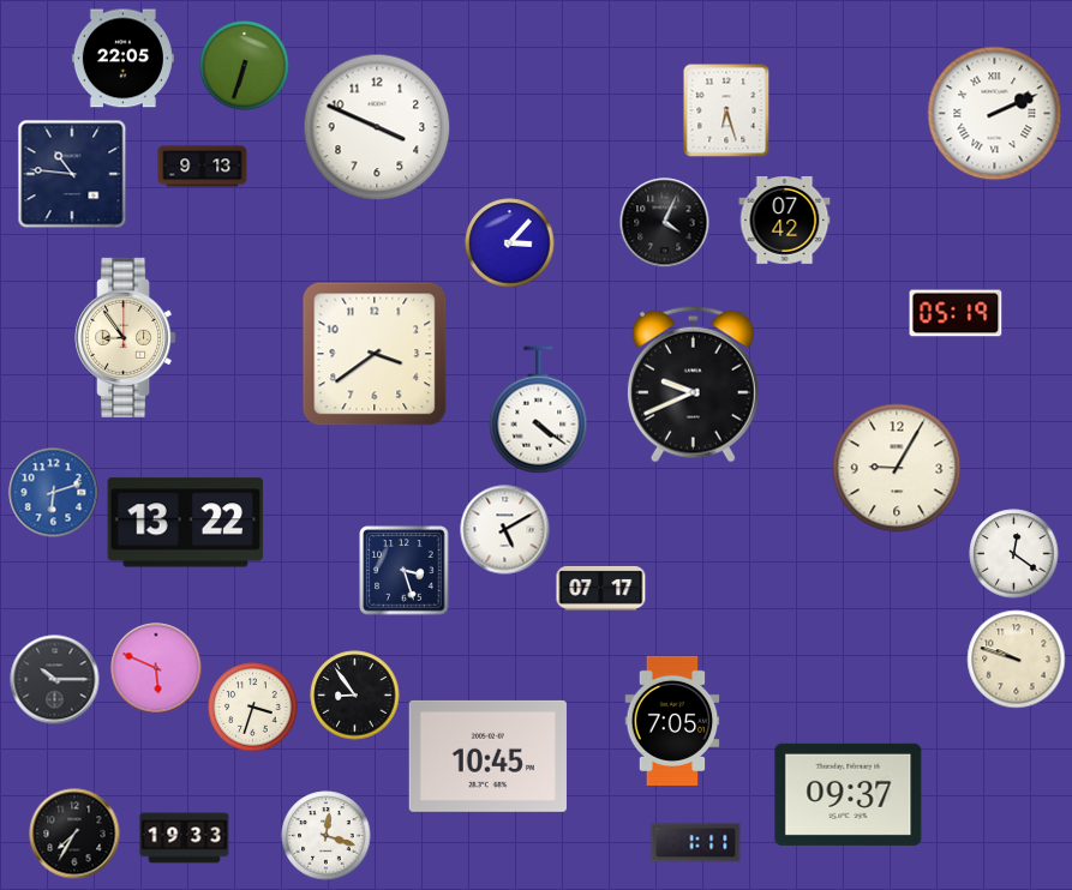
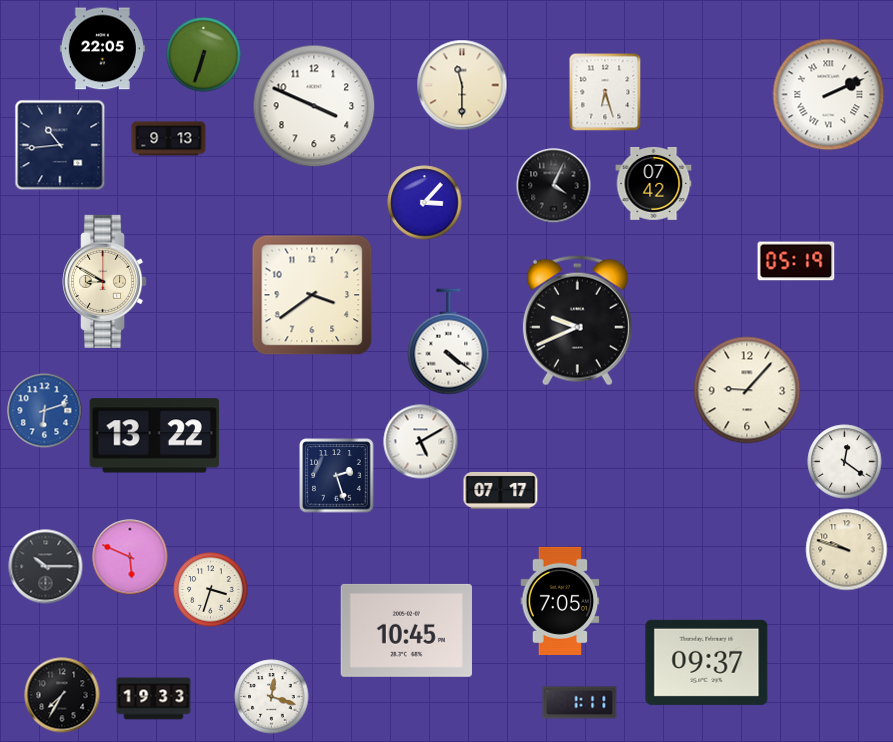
clock at (462, 85): none -> 11:30
clock at (72, 174): 10:46 -> 10:44
clock at (126, 337): 8:54 -> 8:50
clock at (897, 468): 9:05 -> 9:07
clock at (405, 571): 3:27 -> 2:27
clock at (355, 696): 8:54 -> none
